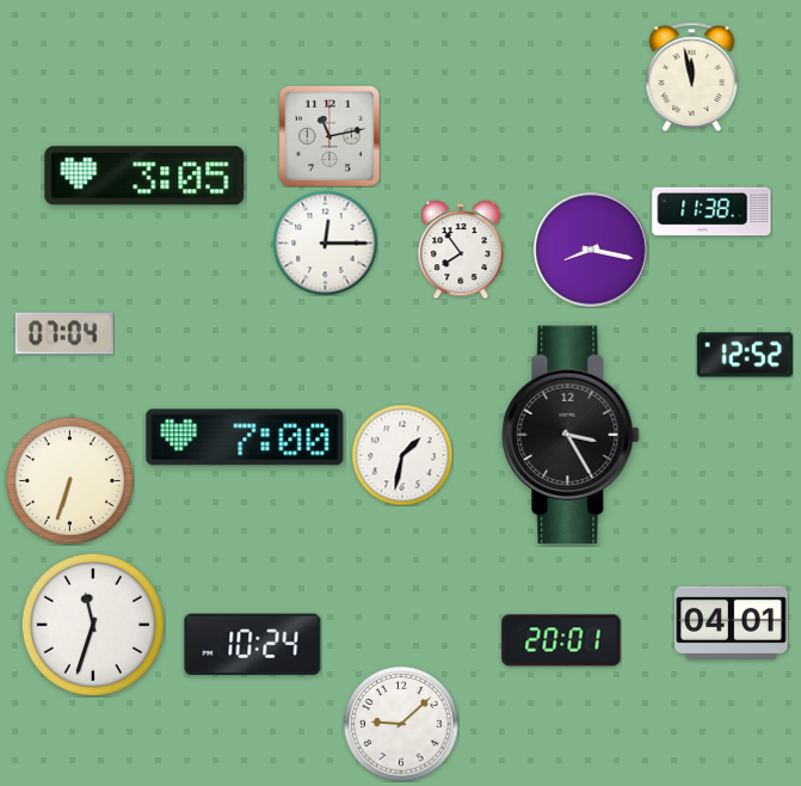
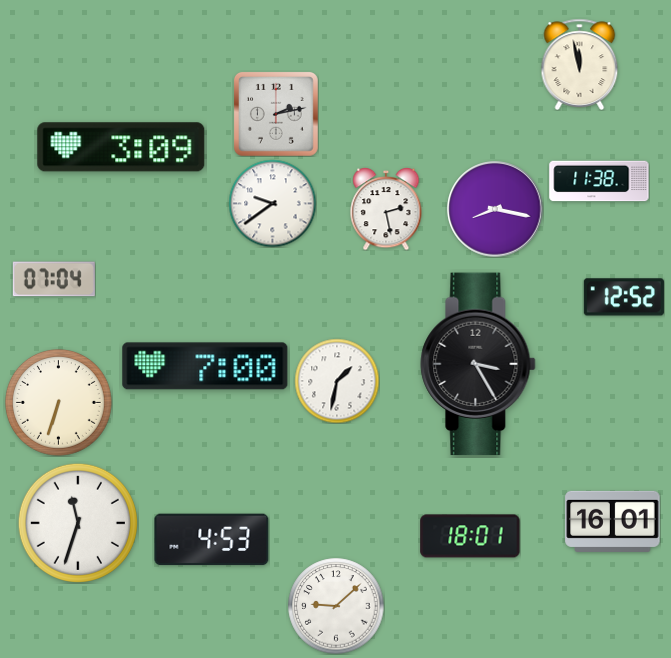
clock at (329, 136): 11:13 -> 2:13
clock at (144, 176): 3:05 -> 3:09
clock at (711, 211) position: (711, 211) -> (599, 181)
clock at (325, 242): 12:15 -> 9:39
clock at (461, 250): 7:54 -> 2:28
clock at (732, 622): 04:01 -> 16:01
clock at (561, 640): 20:01 -> 18:01
clock at (253, 645): 10:24 -> 4:53
